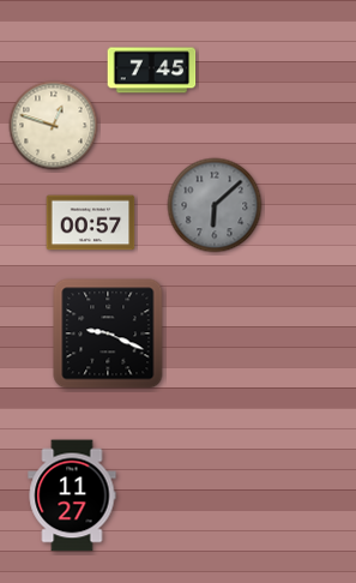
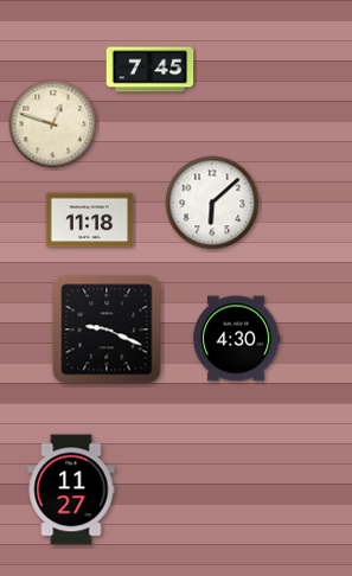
clock at (215, 205) dial: grey -> white
clock at (91, 223): 00:57 -> 11:18
clock at (236, 339): none -> 4:30
